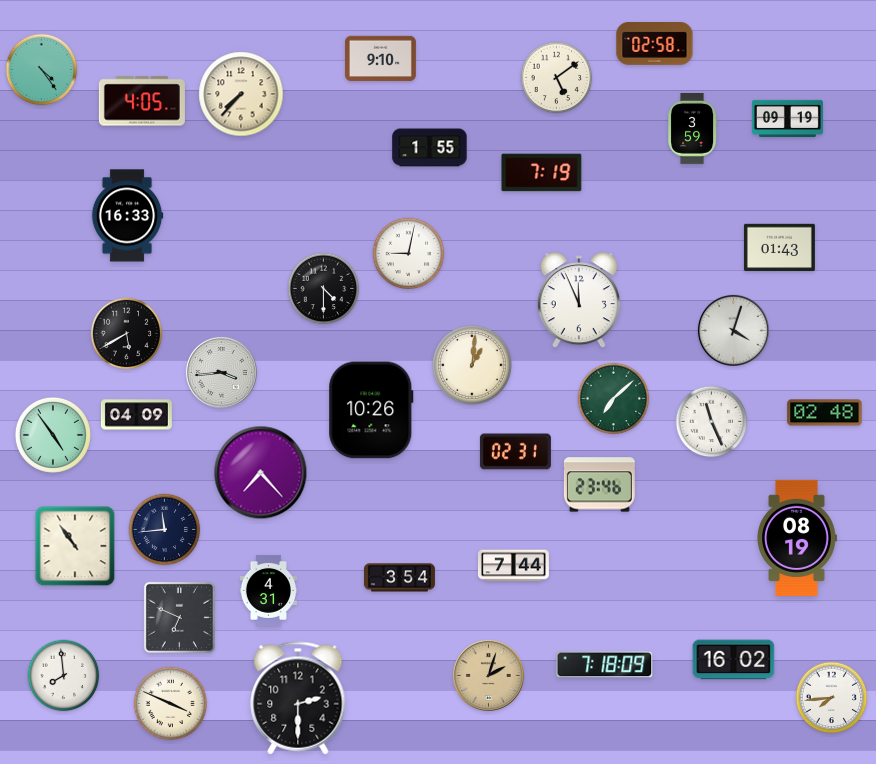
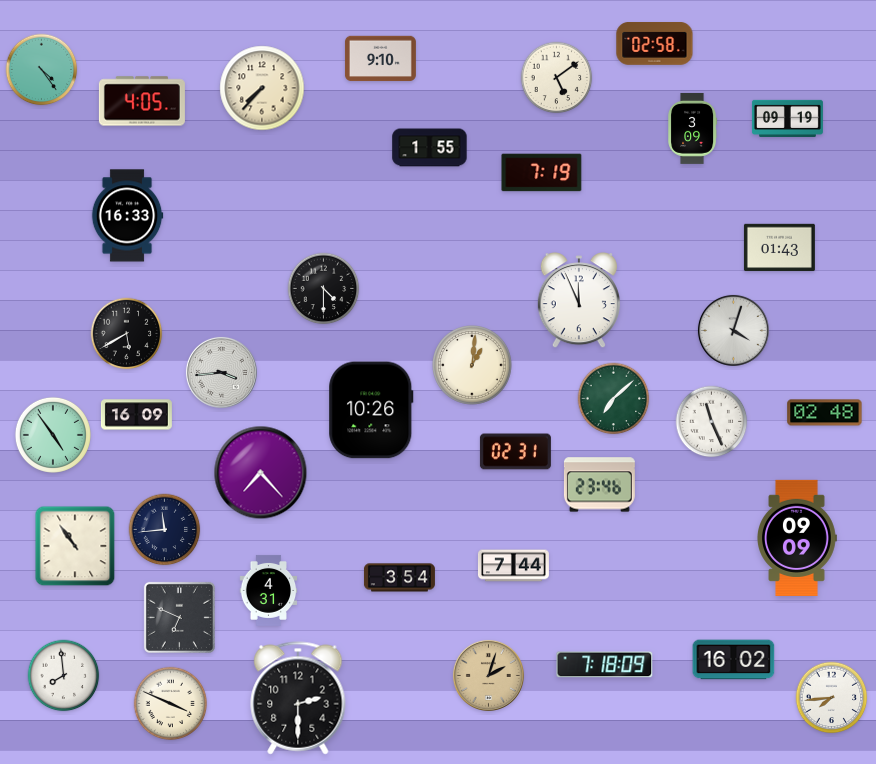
clock at (241, 94) position: (241, 94) -> (262, 88)
clock at (693, 128): 3:59 -> 3:09
clock at (409, 254): 9:02 -> none
clock at (136, 415): 04:09 -> 16:09
clock at (797, 538): 08:19 -> 09:09
